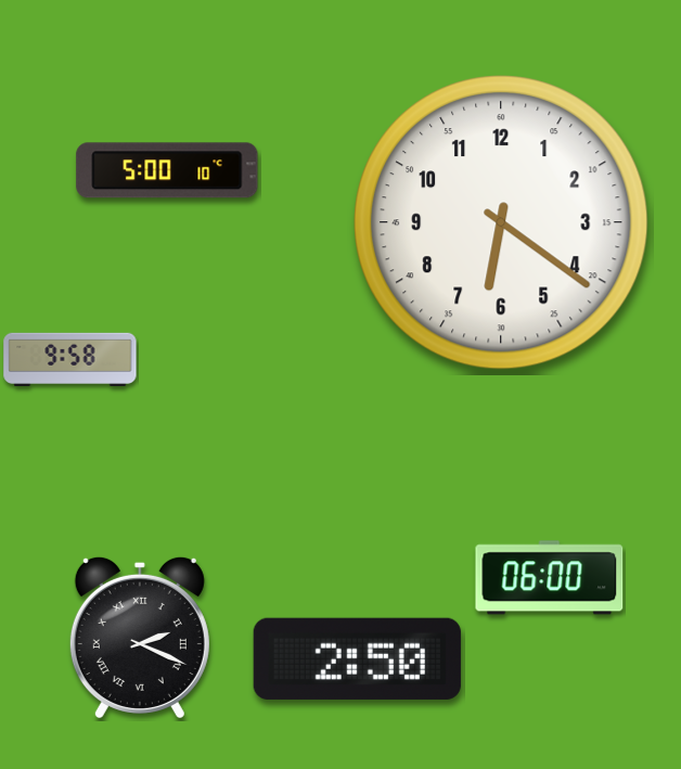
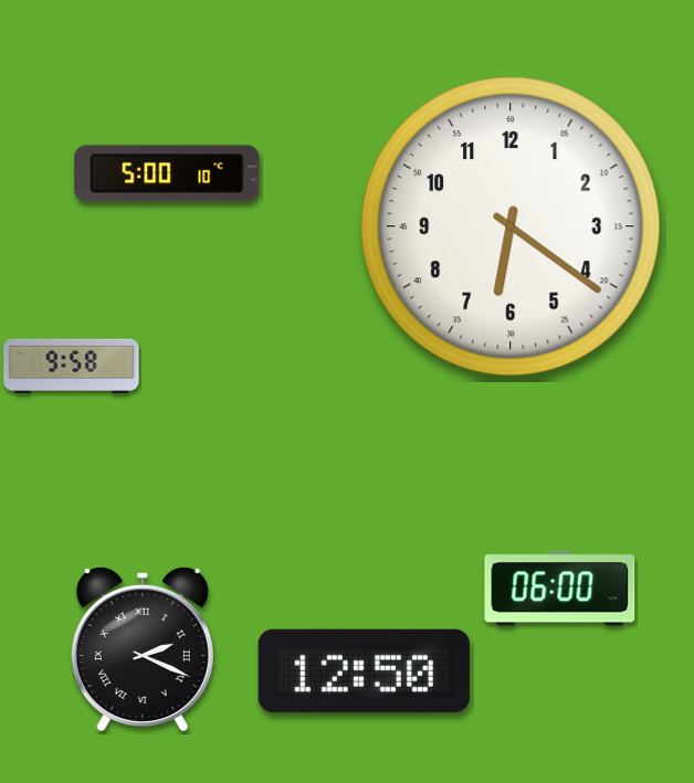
clock at (167, 170) position: (167, 170) -> (167, 173)
clock at (357, 658): 2:50 -> 12:50
